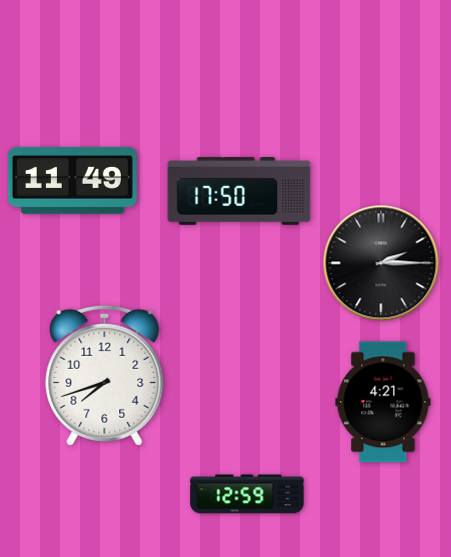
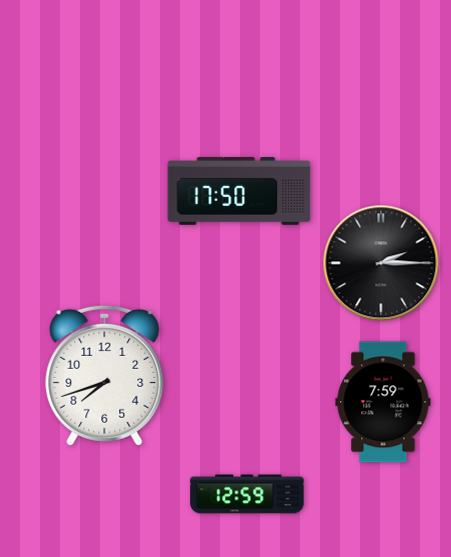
clock at (72, 181): 11:49 -> none
clock at (383, 402): 4:21 -> 7:59
